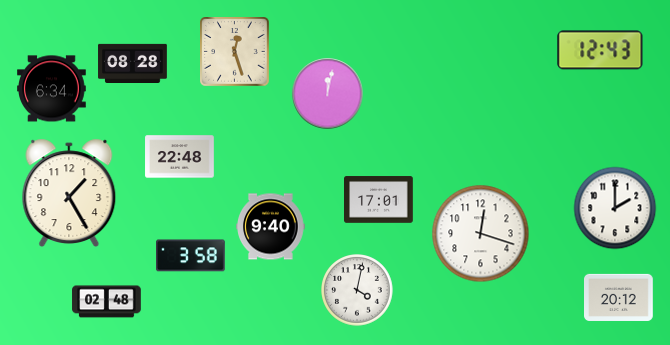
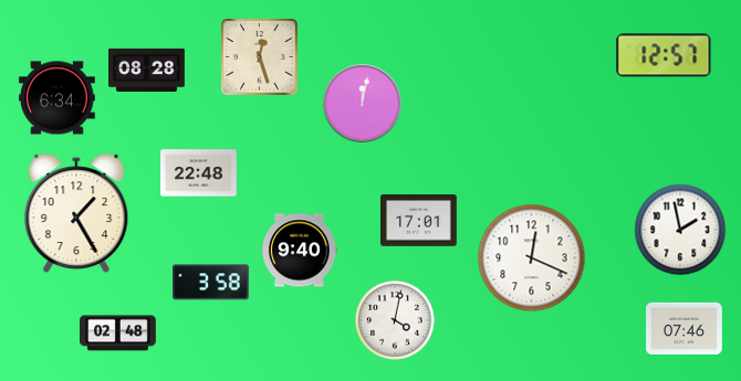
clock at (600, 50): 12:43 -> 12:57
clock at (615, 208): 2:00 -> 1:58
clock at (481, 234): 12:18 -> 12:19
clock at (619, 297): 20:12 -> 07:46
